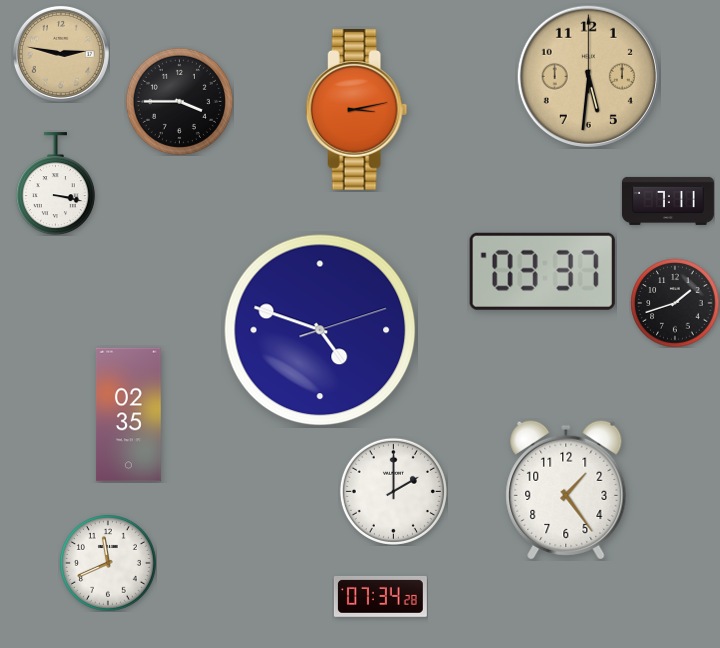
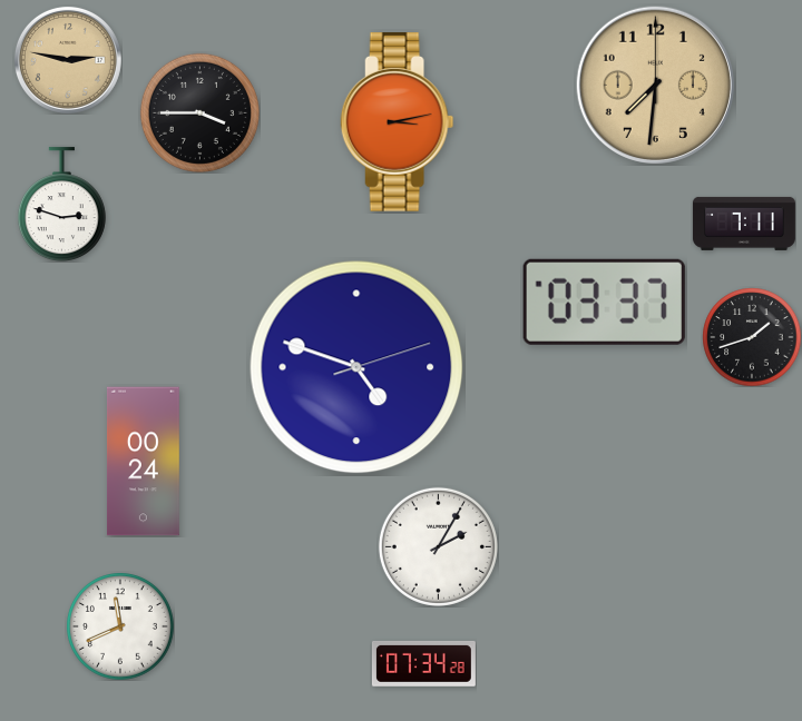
clock at (588, 76): 5:31 -> 7:31
clock at (55, 184): 3:17 -> 2:48
clock at (128, 415): 02:35 -> 00:24
clock at (566, 490): 1:24 -> none
clock at (393, 491): 2:00 -> 2:05
